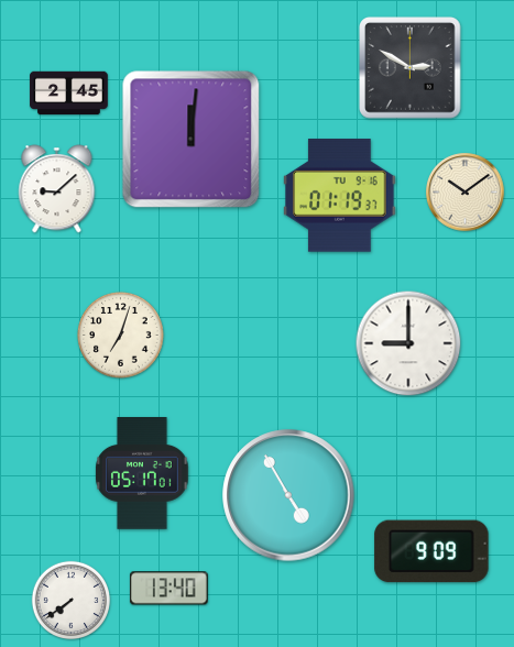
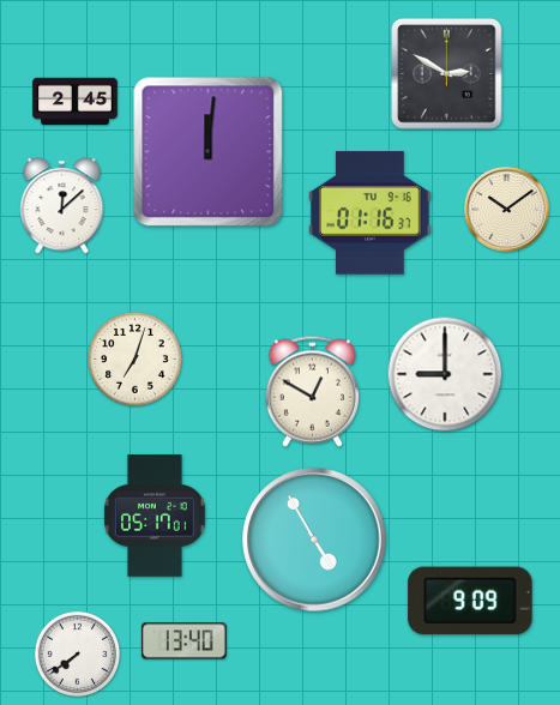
clock at (57, 189): 9:08 -> 12:08
clock at (340, 196): 01:19 -> 01:16
clock at (121, 336) position: (121, 336) -> (136, 360)
clock at (312, 391): none -> 12:50
